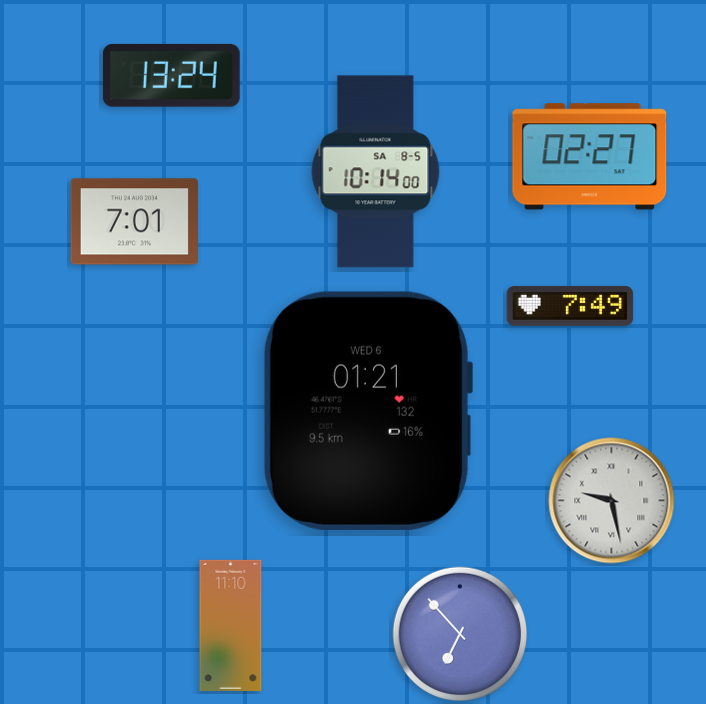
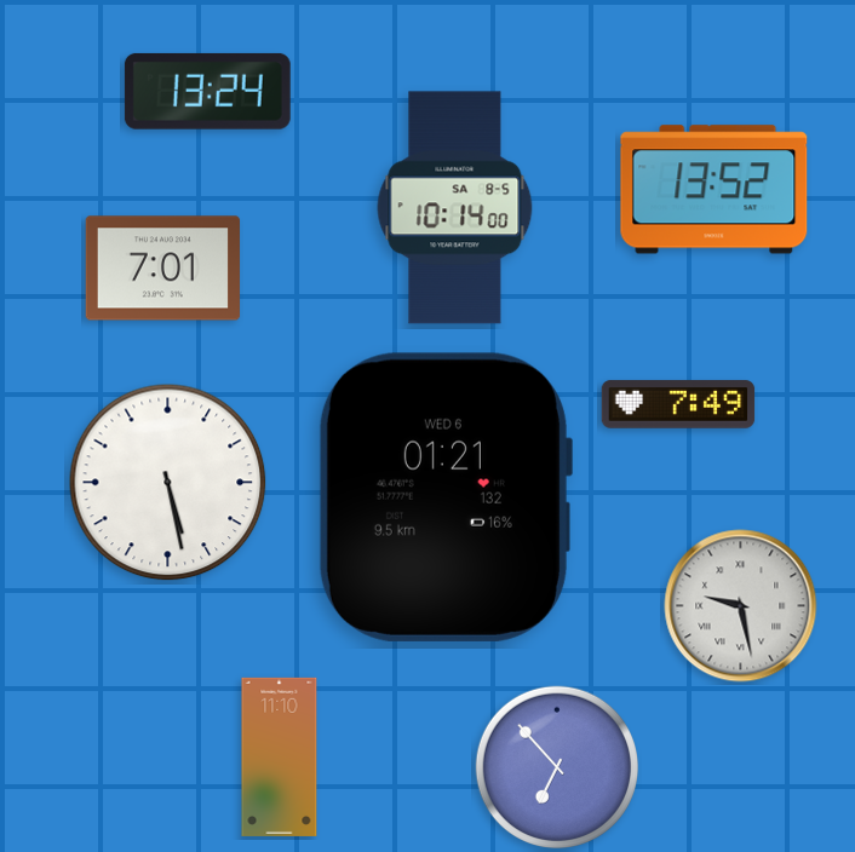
clock at (590, 157): 02:27 -> 13:52
clock at (570, 306) position: (570, 306) -> (678, 404)
clock at (168, 483): none -> 5:28
